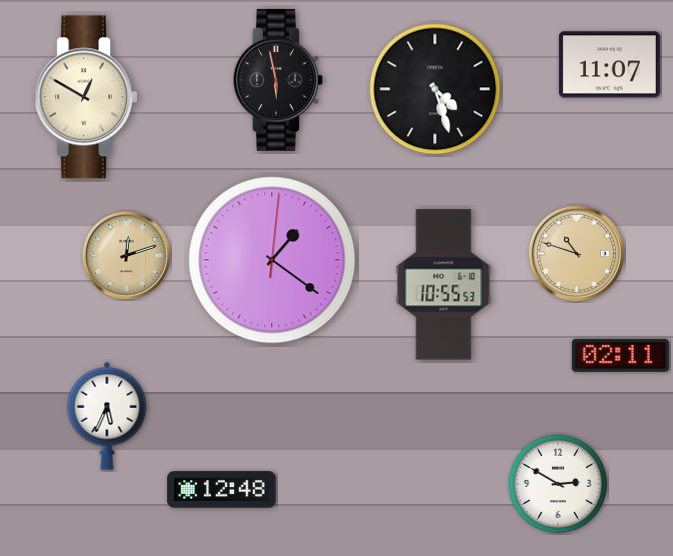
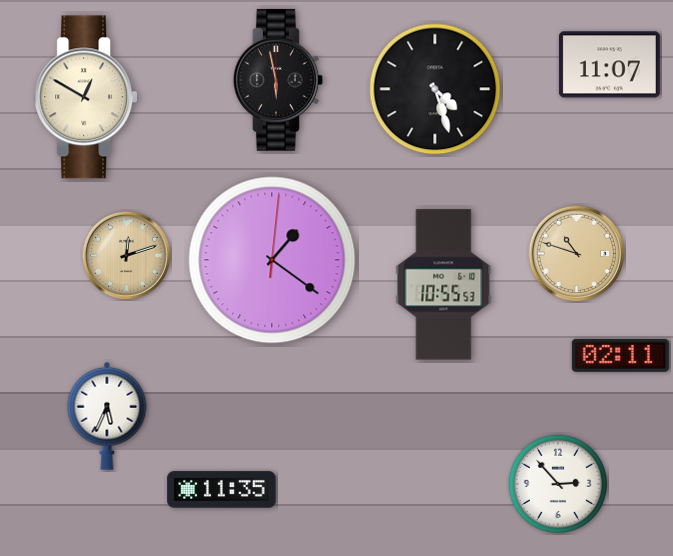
clock at (558, 484): 2:50 -> 2:53
clock at (222, 490): 12:48 -> 11:35
